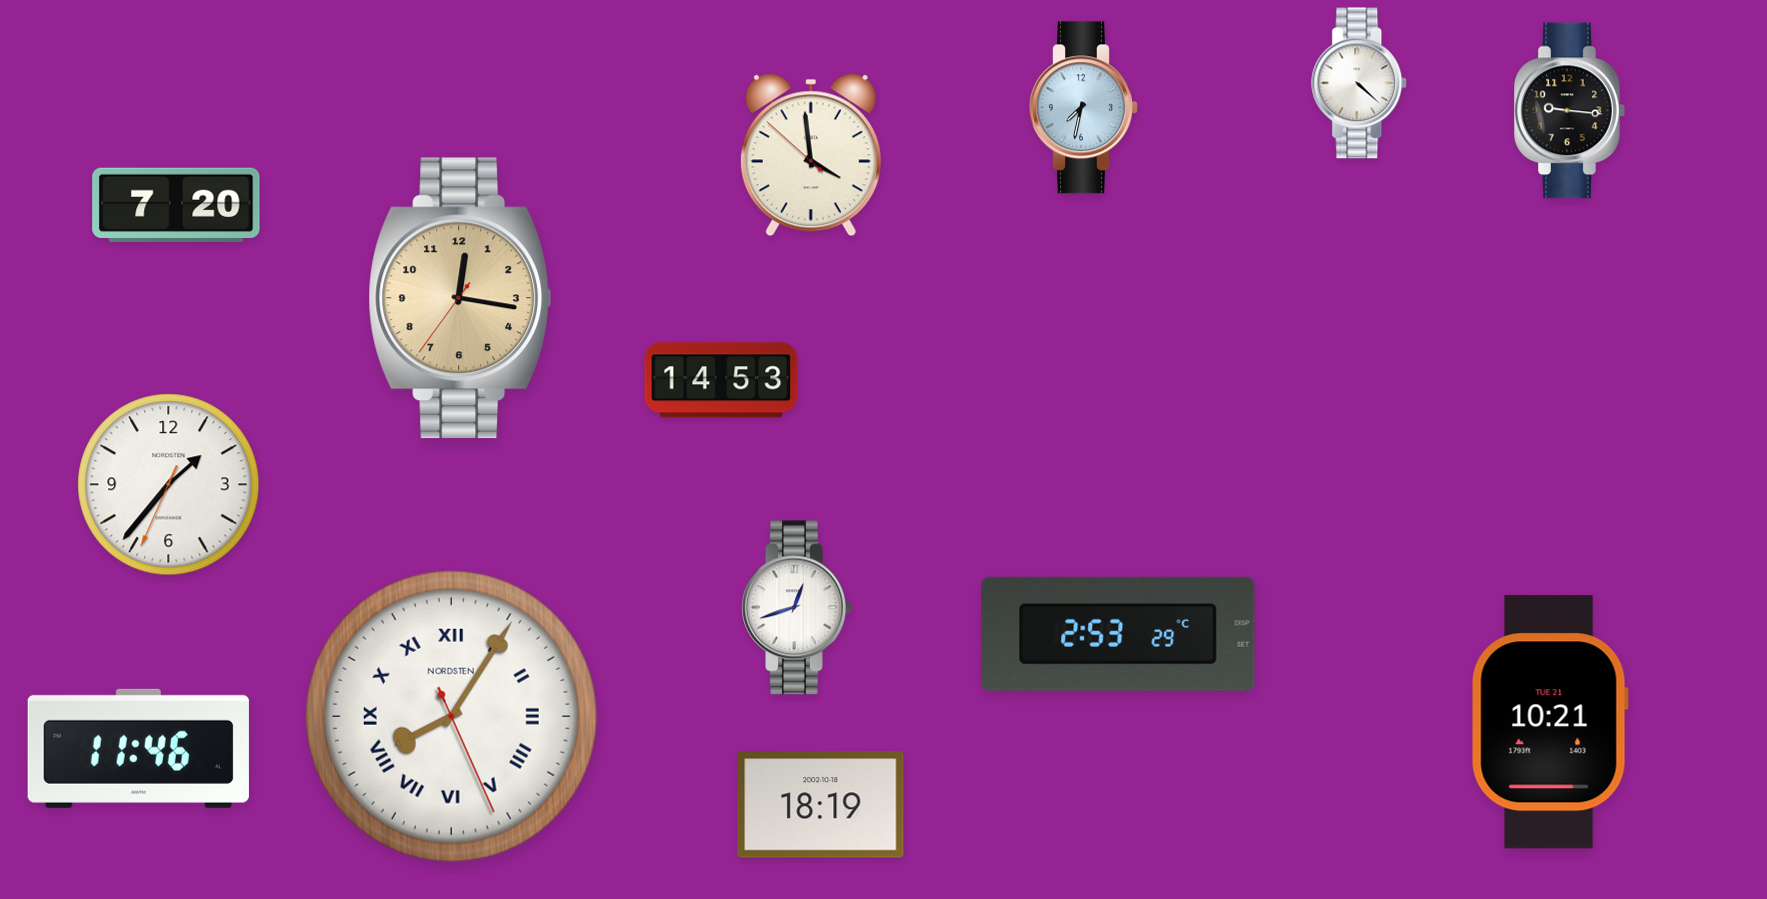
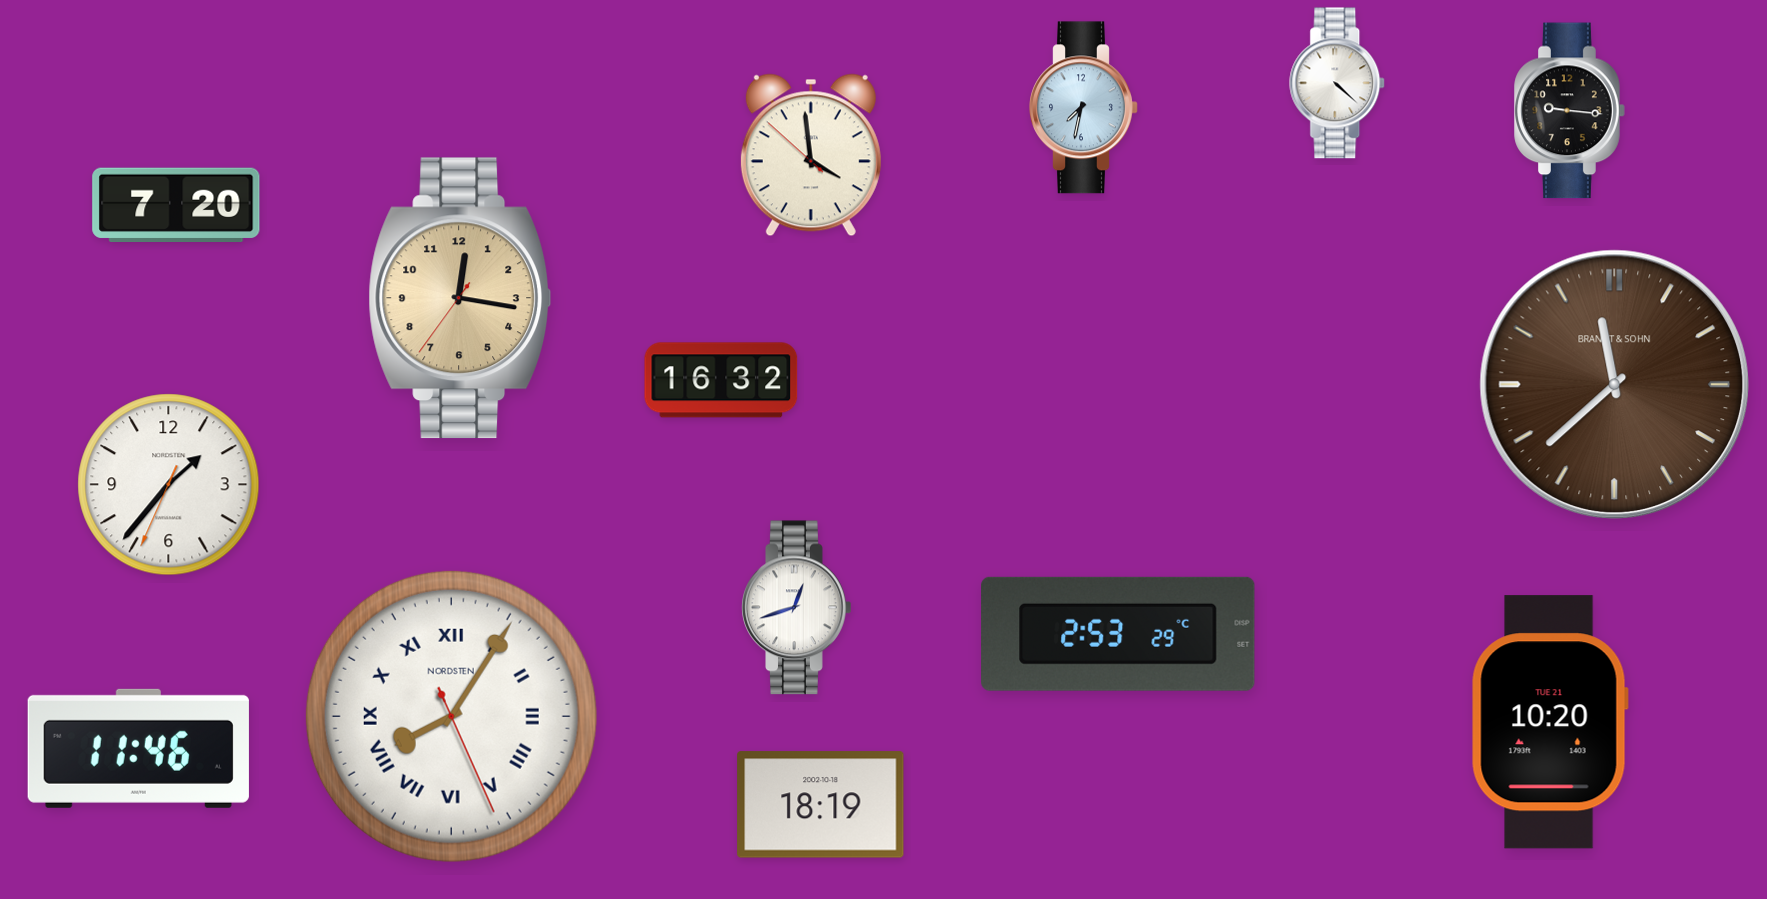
clock at (1360, 83) position: (1360, 83) -> (1338, 83)
clock at (721, 380): 14:53 -> 16:32
clock at (1614, 384): none -> 11:38
clock at (1550, 722): 10:21 -> 10:20
